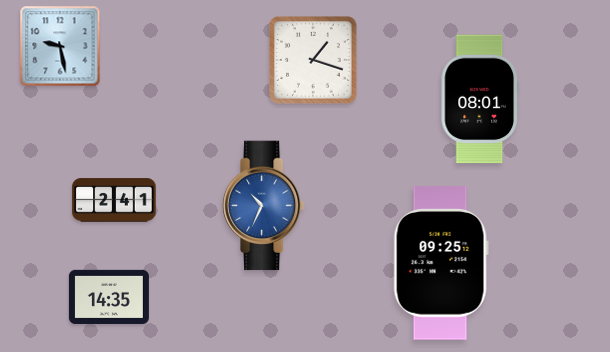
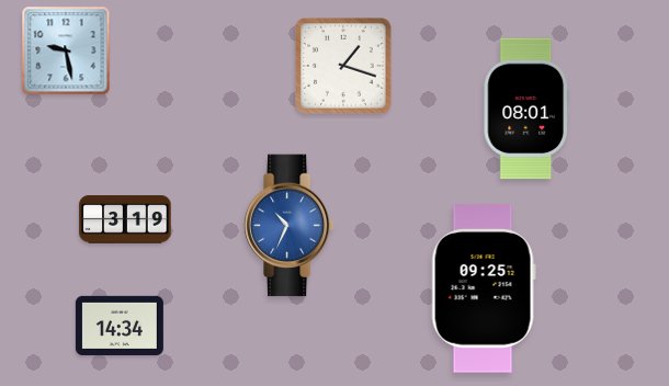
clock at (114, 200): 2:41 -> 3:19
clock at (109, 297): 14:35 -> 14:34
